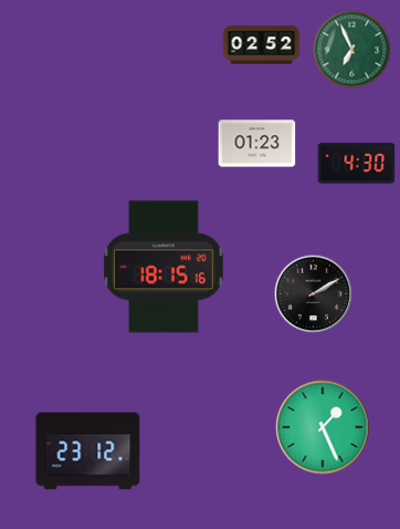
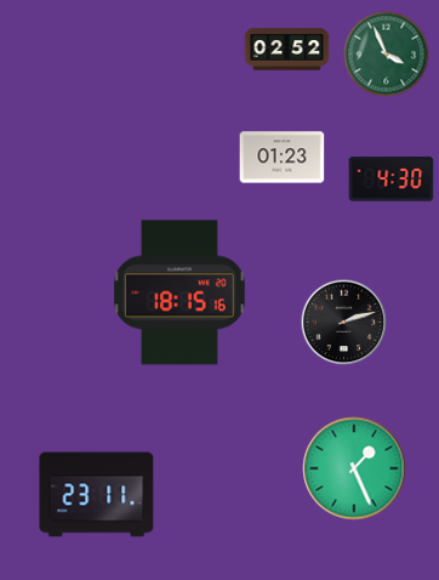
clock at (352, 50): 6:56 -> 3:56
clock at (314, 294): 2:10 -> 2:12
clock at (88, 452): 23:12 -> 23:11
